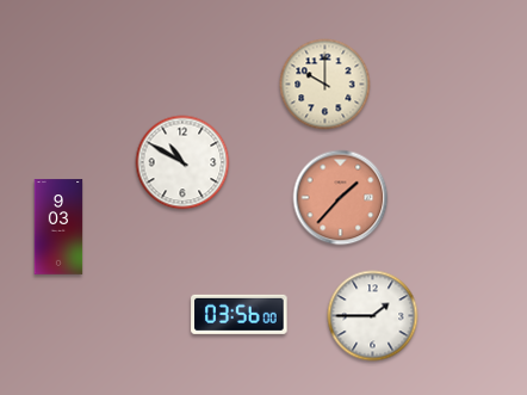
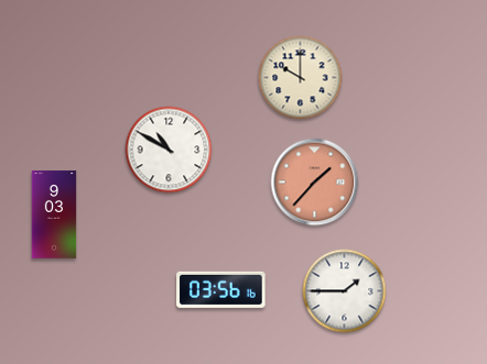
clock at (58, 227) position: (58, 227) -> (54, 214)
clock at (240, 314): 03:56:00 -> 03:56:16
